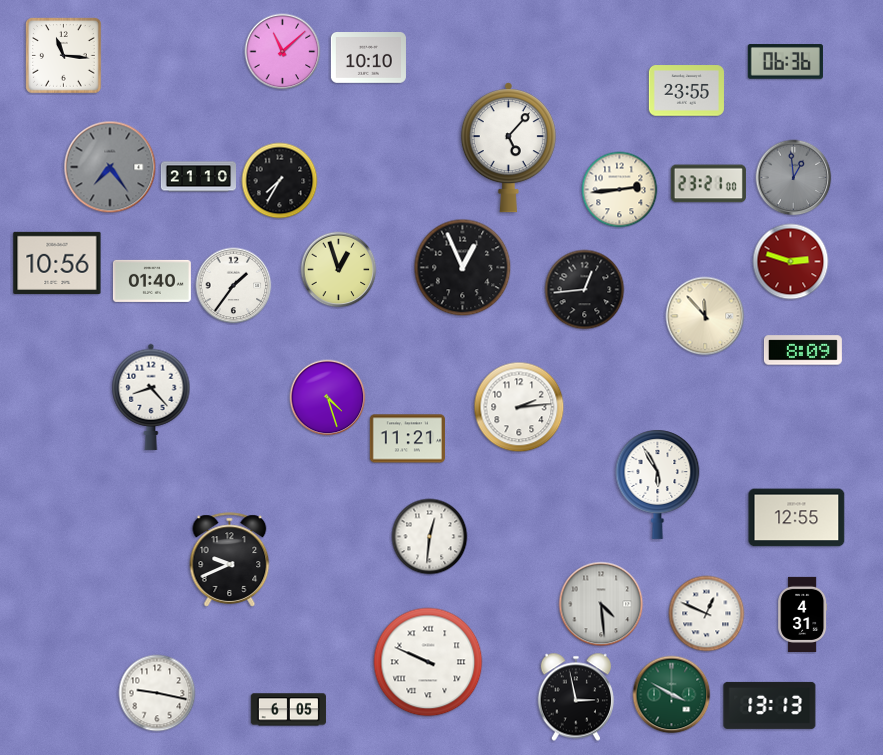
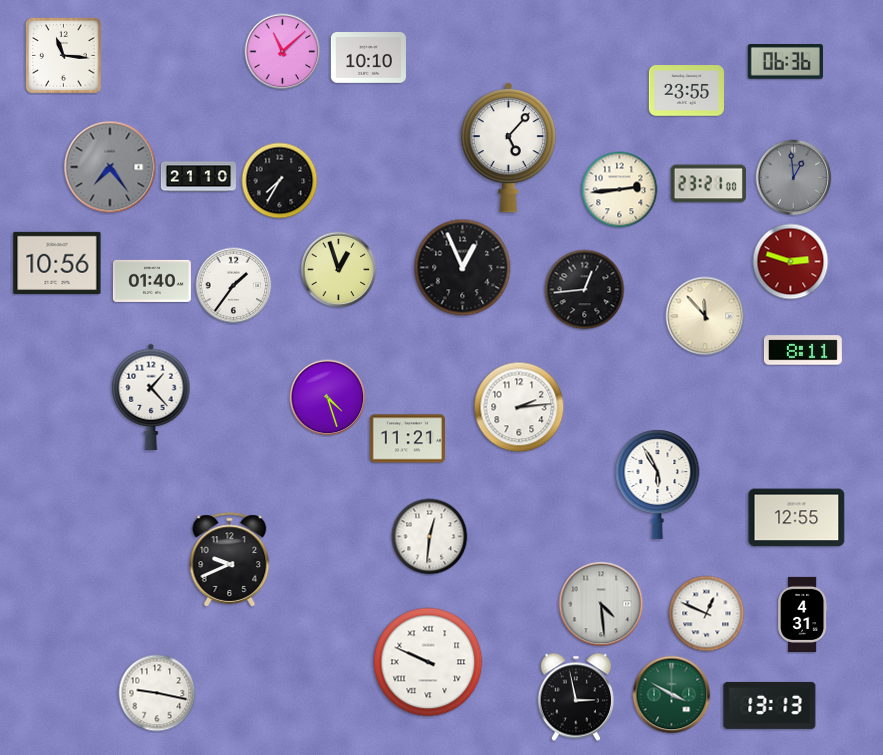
clock at (803, 350): 8:09 -> 8:11
clock at (151, 397): 8:23 -> 1:23
clock at (288, 710): 6:05 -> none
